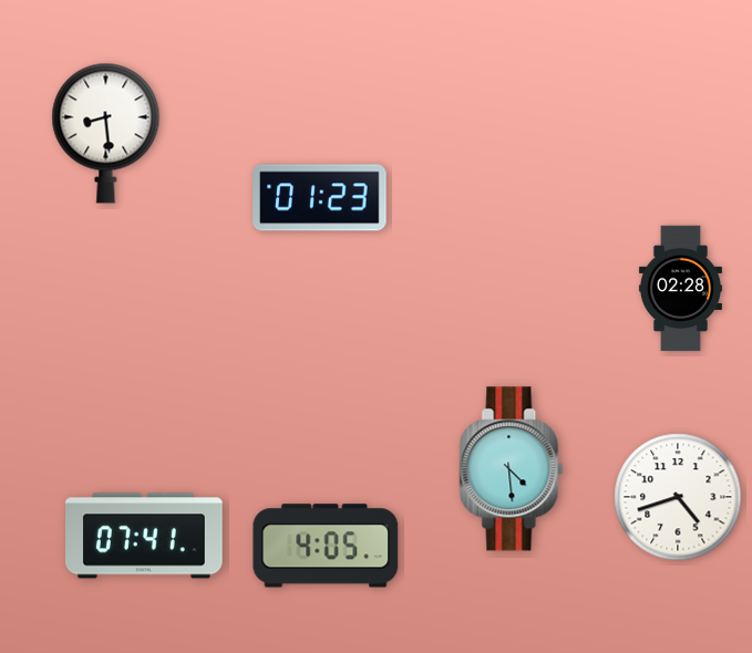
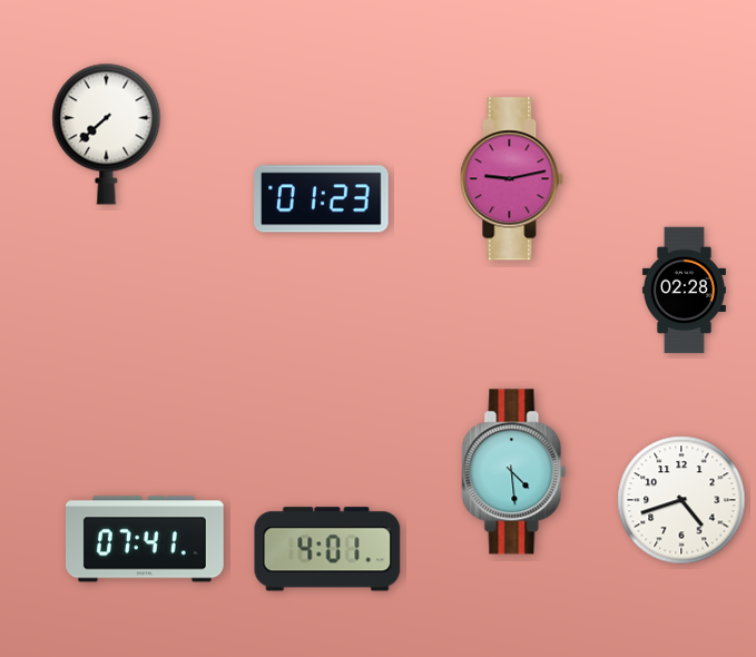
clock at (106, 133): 8:29 -> 7:38
clock at (512, 179): none -> 9:13
clock at (326, 546): 4:05 -> 4:01
